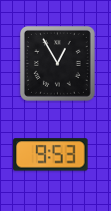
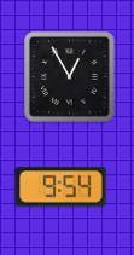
clock at (51, 155): 9:53 -> 9:54
